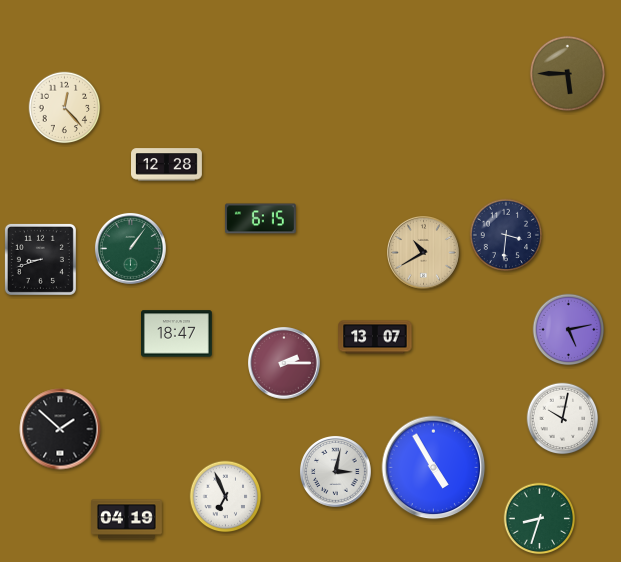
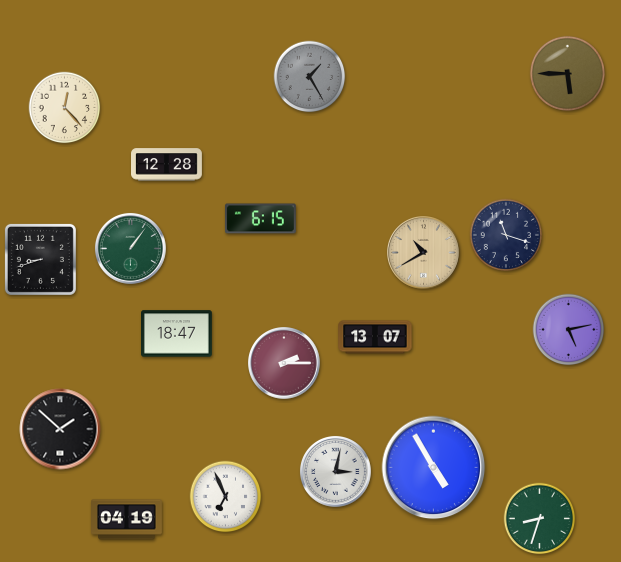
clock at (310, 77): none -> 1:25
clock at (506, 235): 3:31 -> 11:18
clock at (563, 419): 10:02 -> none
